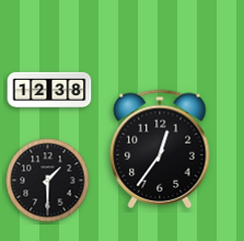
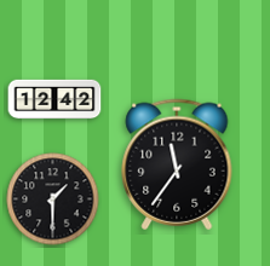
clock at (49, 90): 12:38 -> 12:42
clock at (160, 149): 12:36 -> 11:36
